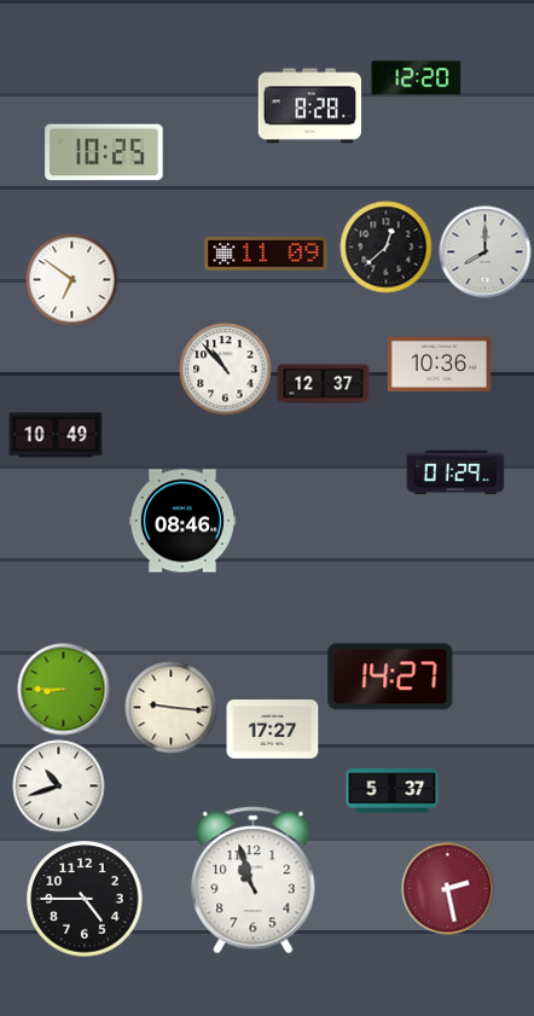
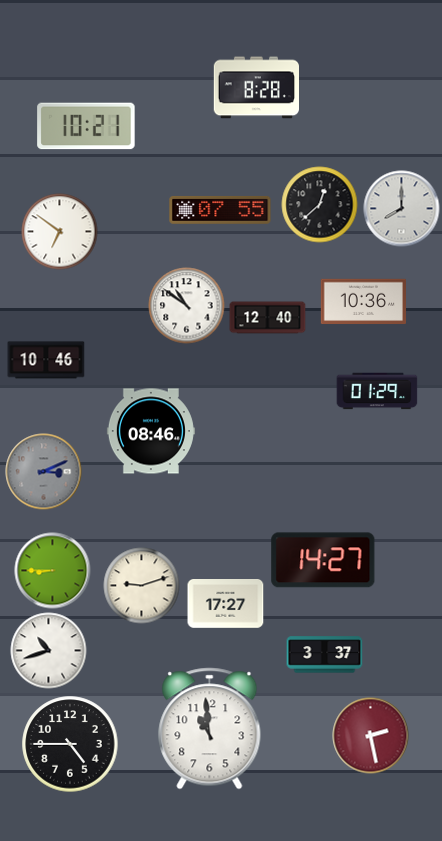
clock at (417, 79): 12:20 -> none
clock at (104, 152): 10:25 -> 10:21
clock at (266, 254): 11:09 -> 07:55
clock at (226, 370): 10:53 -> 10:51
clock at (324, 384): 12:37 -> 12:40
clock at (56, 435): 10:49 -> 10:46
clock at (44, 472): none -> 3:11
clock at (172, 708): 9:16 -> 9:12
clock at (393, 791): 5:37 -> 3:37
clock at (254, 881): 10:57 -> 10:59
